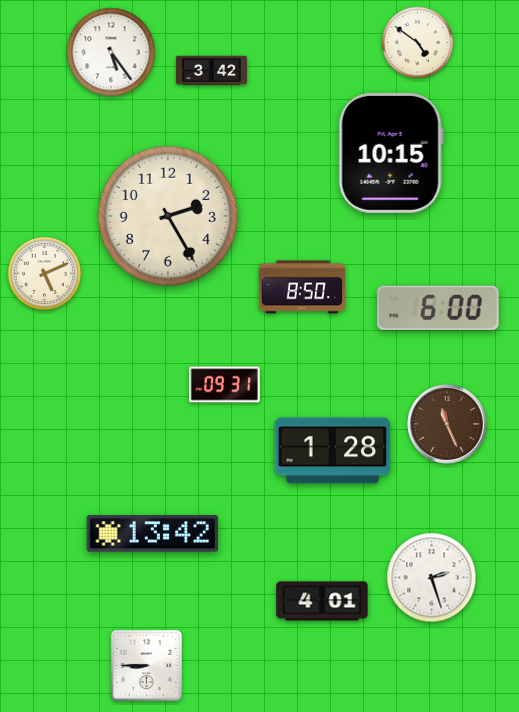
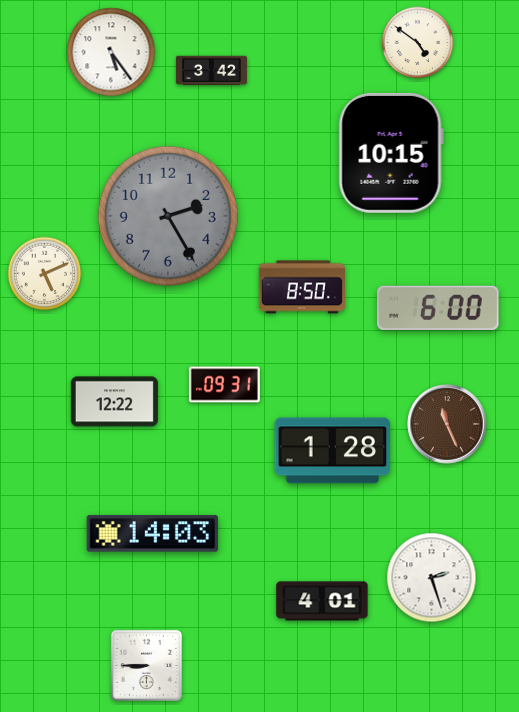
clock at (168, 216) dial: cream -> grey
clock at (114, 402): none -> 12:22
clock at (153, 534): 13:42 -> 14:03
